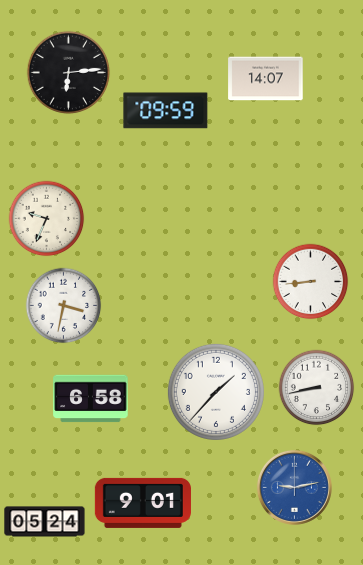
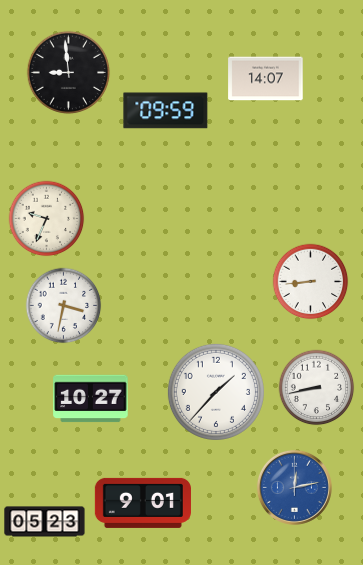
clock at (69, 73): 6:14 -> 8:59
clock at (91, 399): 6:58 -> 10:27
clock at (294, 487): 9:13 -> 12:13
clock at (45, 522): 05:24 -> 05:23
